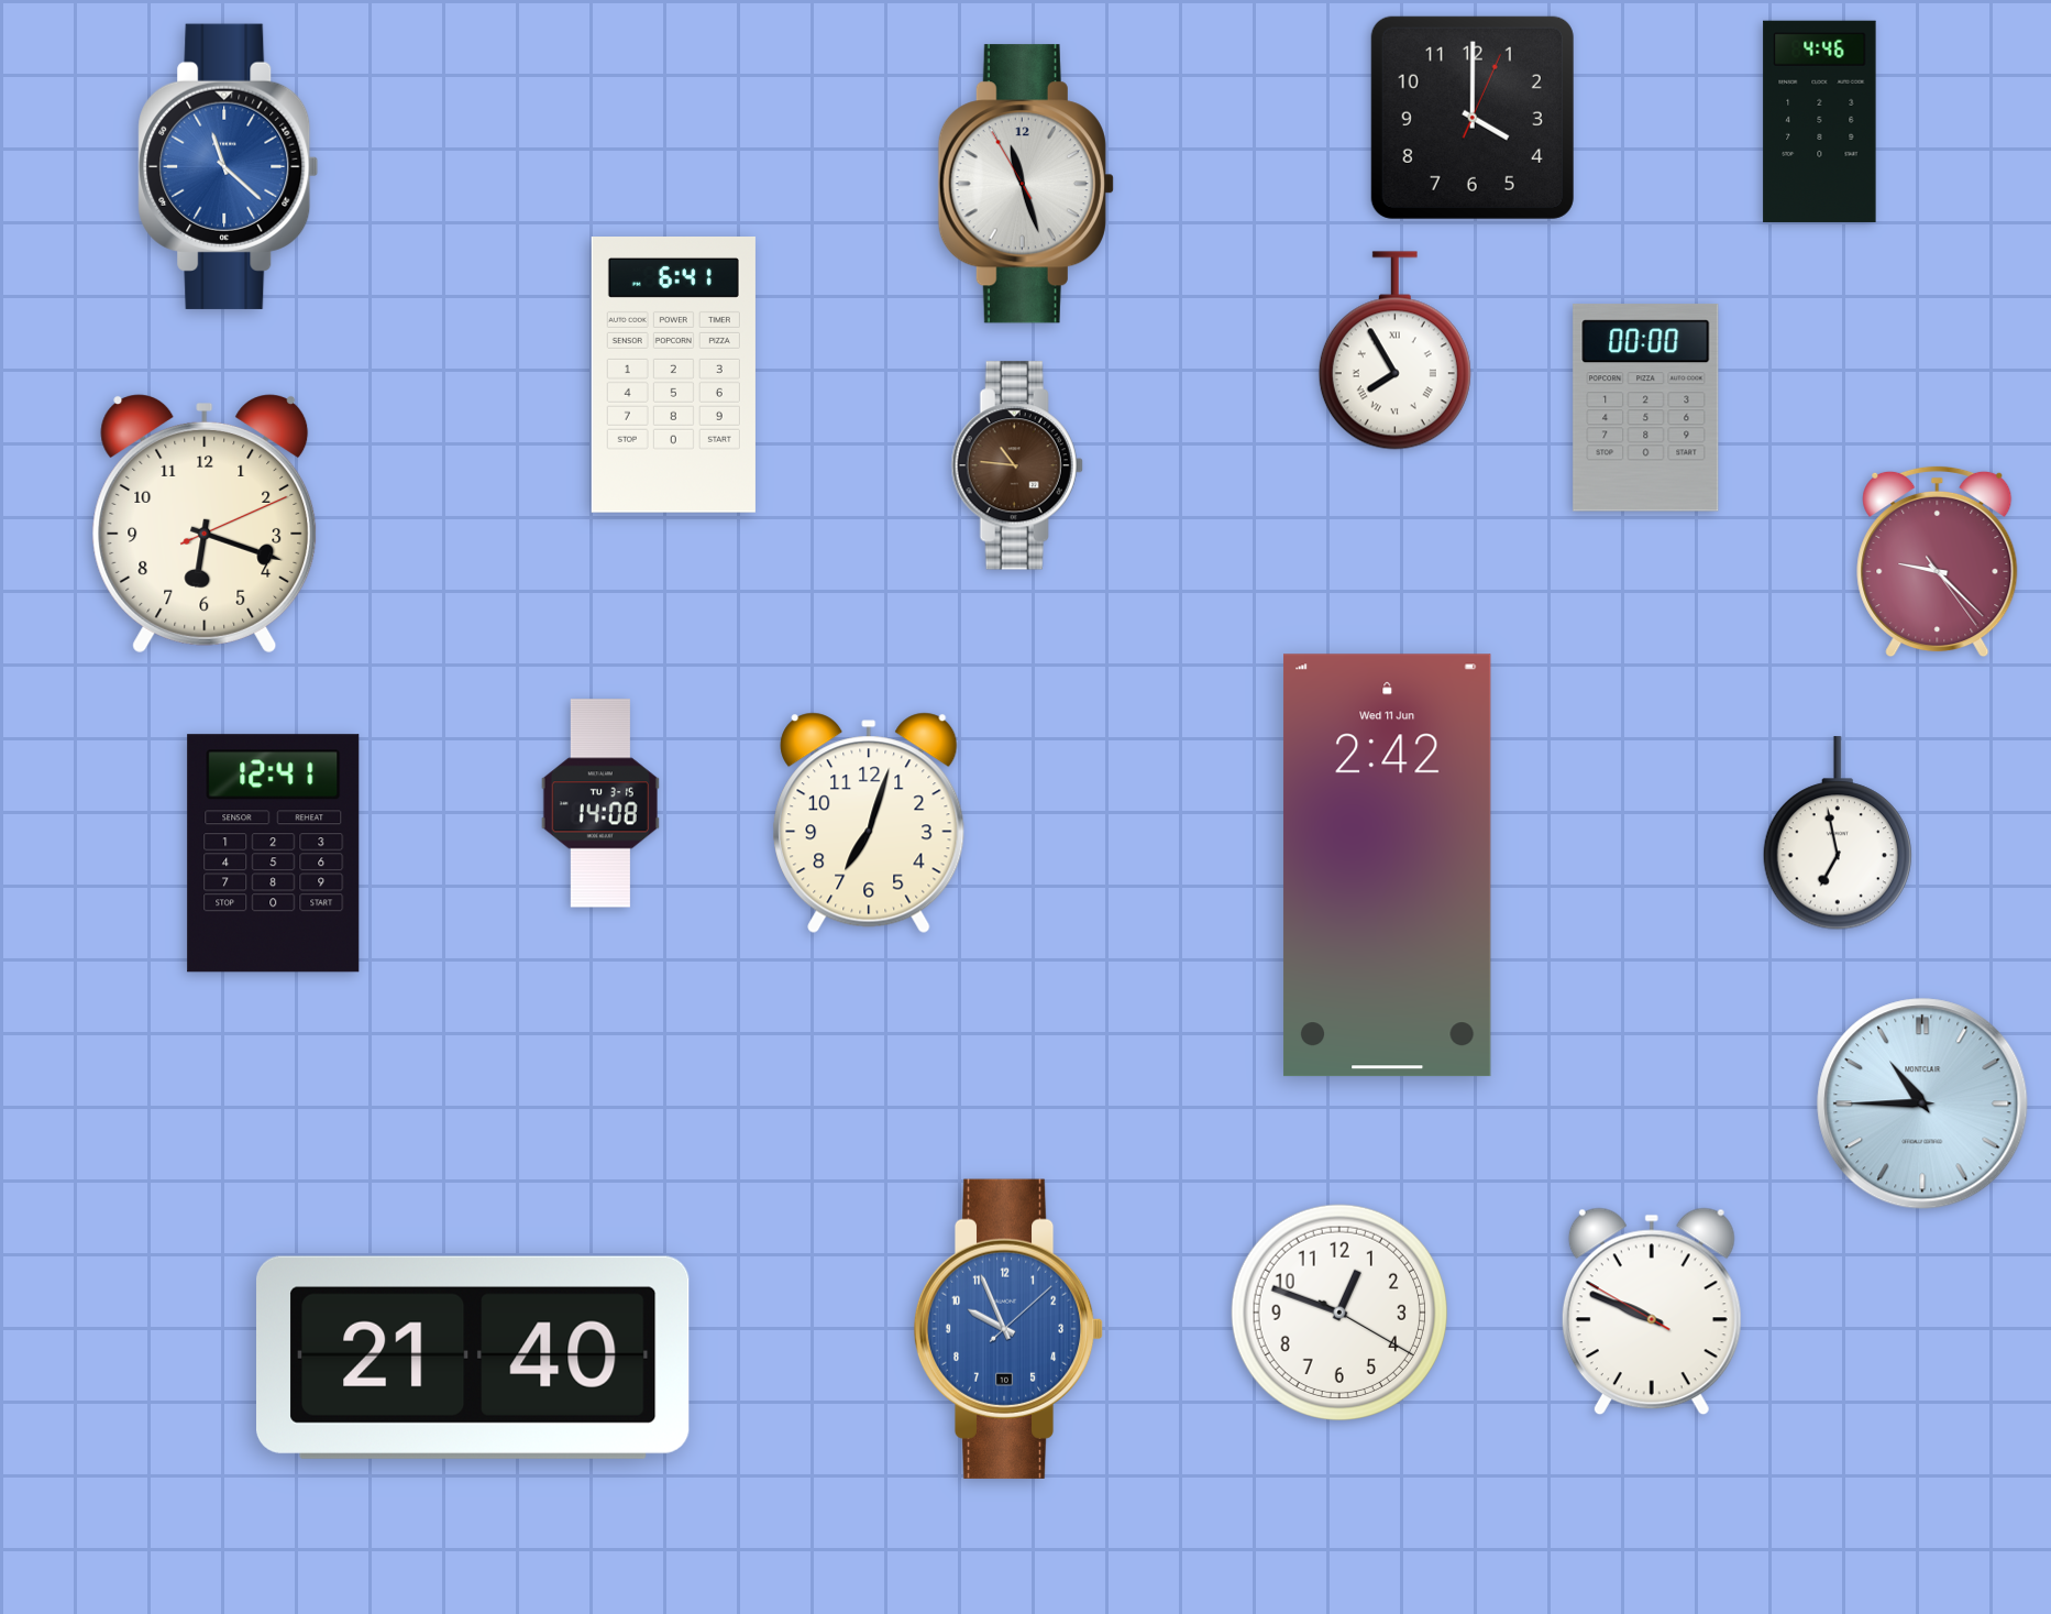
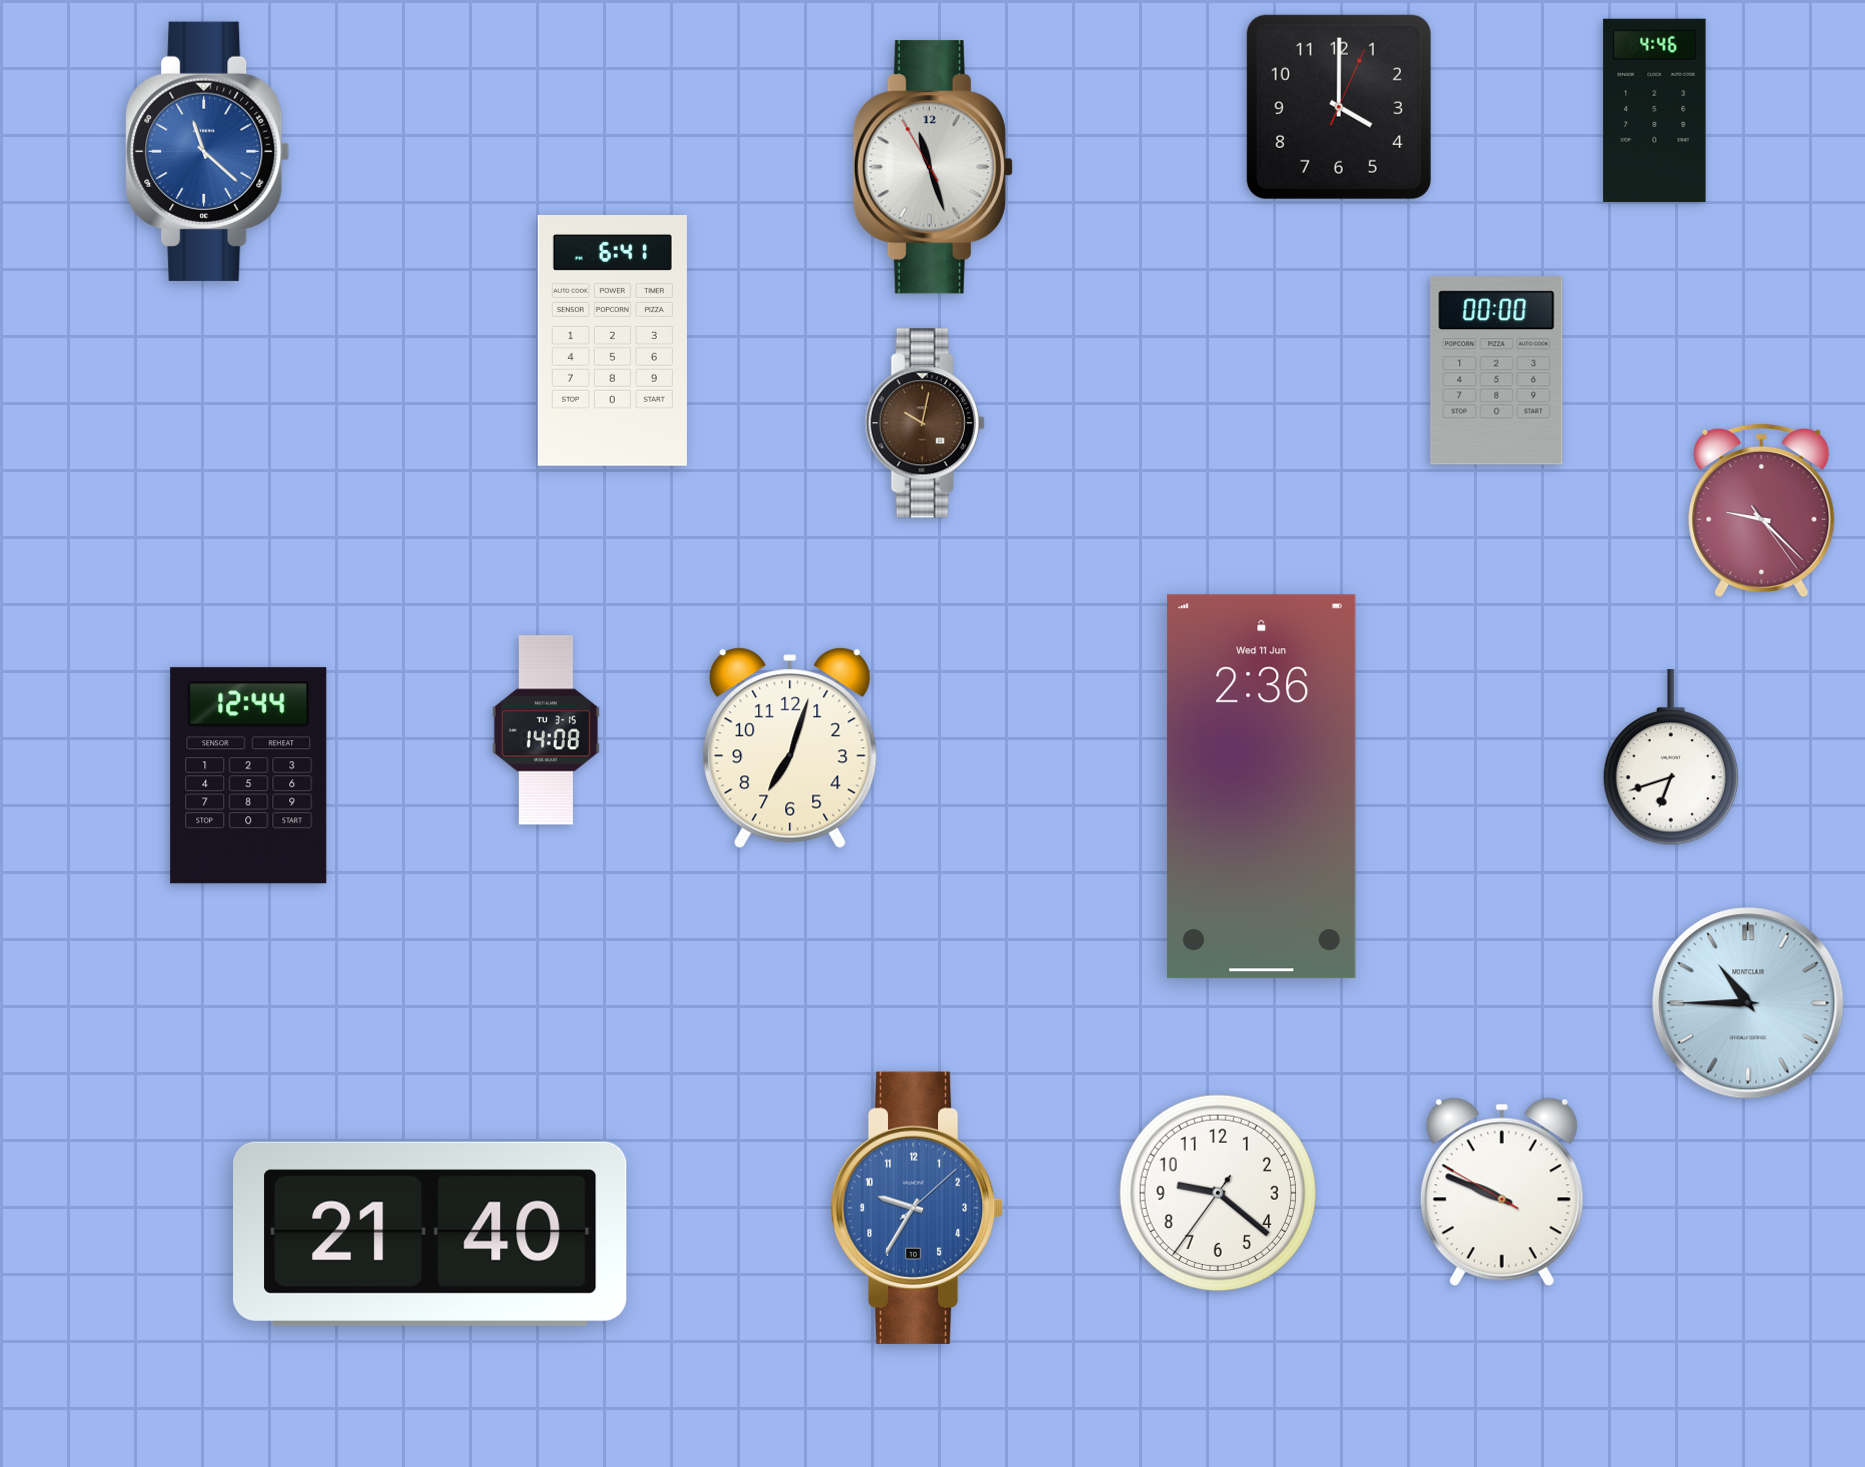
clock at (1394, 351): 7:55 -> none
clock at (1017, 465): 10:46 -> 10:02
clock at (205, 525): 6:18 -> none
clock at (1838, 834): 6:58 -> 6:42
clock at (274, 854): 12:41 -> 12:44
clock at (1387, 866): 2:42 -> 2:36
clock at (1338, 1311): 12:48 -> 9:21
clock at (1008, 1329): 9:56 -> 9:35
